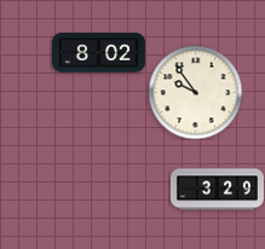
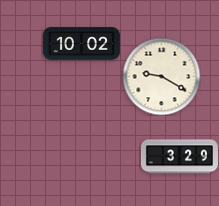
clock at (98, 53): 8:02 -> 10:02
clock at (195, 92): 9:54 -> 9:20
